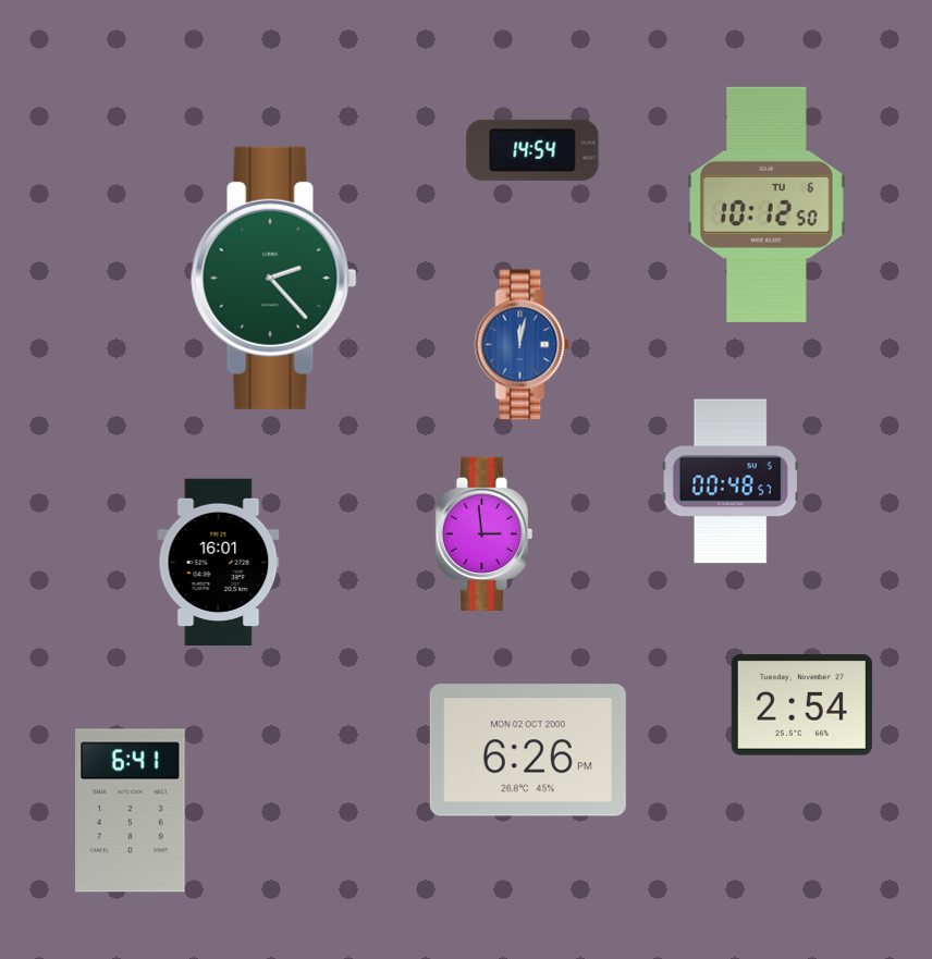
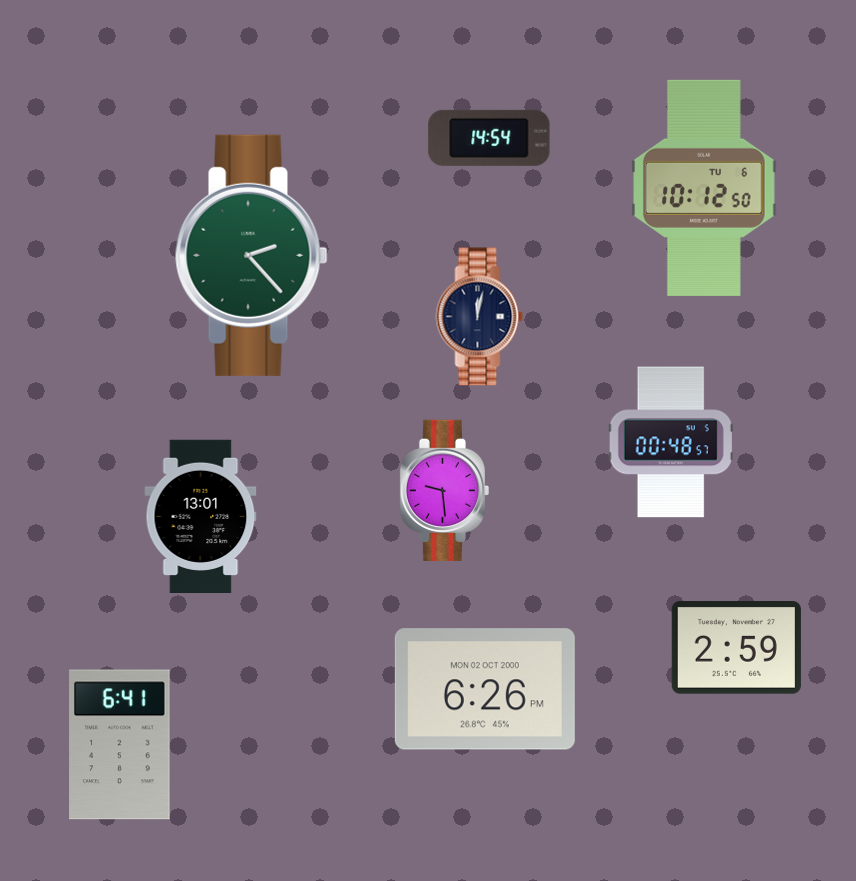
clock at (523, 345) dial: blue -> navy
clock at (483, 533): 2:59 -> 9:29
clock at (219, 562): 16:01 -> 13:01
clock at (801, 705): 2:54 -> 2:59
